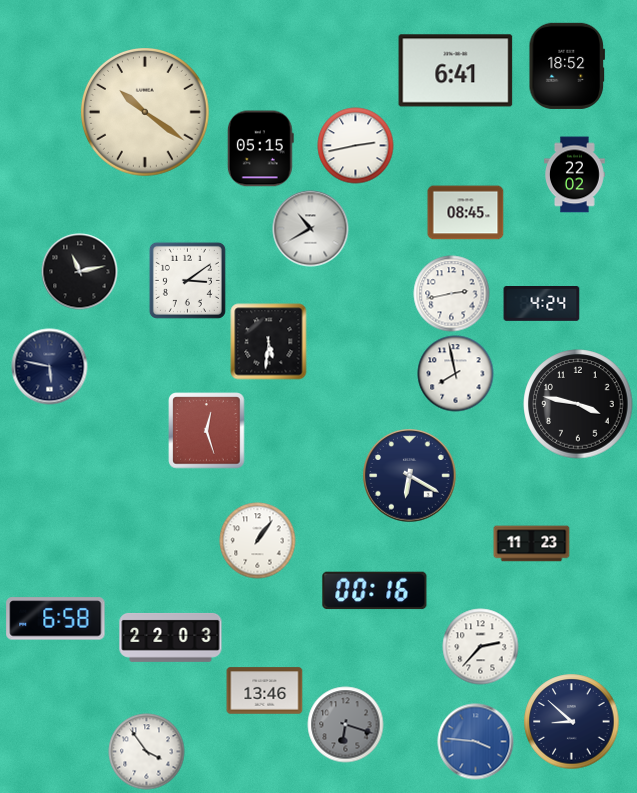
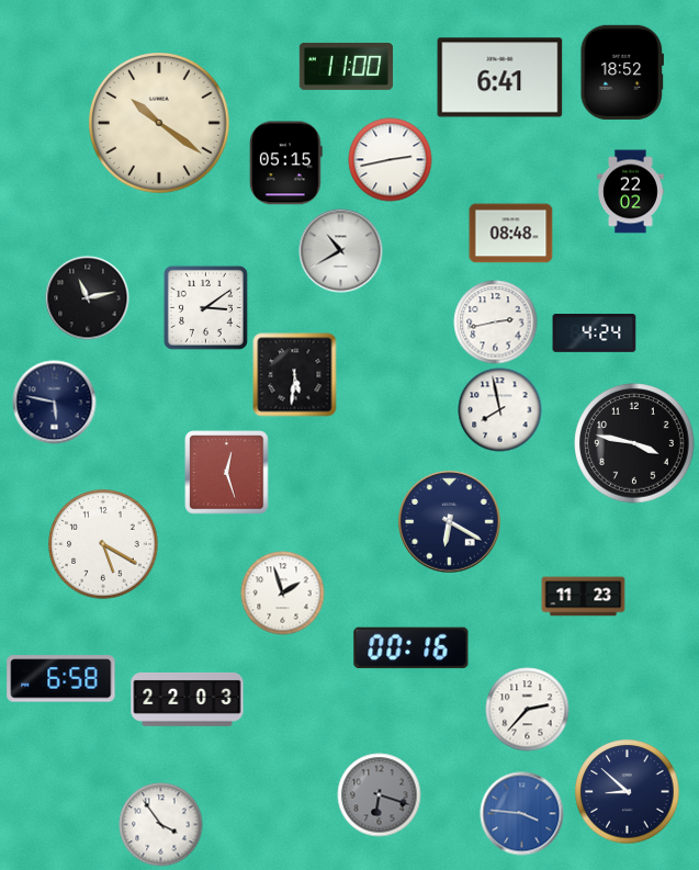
clock at (346, 66): none -> 11:00
clock at (466, 213): 08:45 -> 08:48
clock at (103, 544): none -> 5:20
clock at (258, 541): 1:06 -> 1:57
clock at (265, 691): 13:46 -> none
